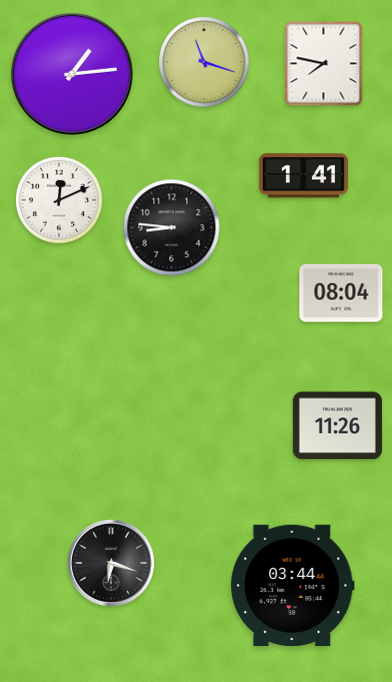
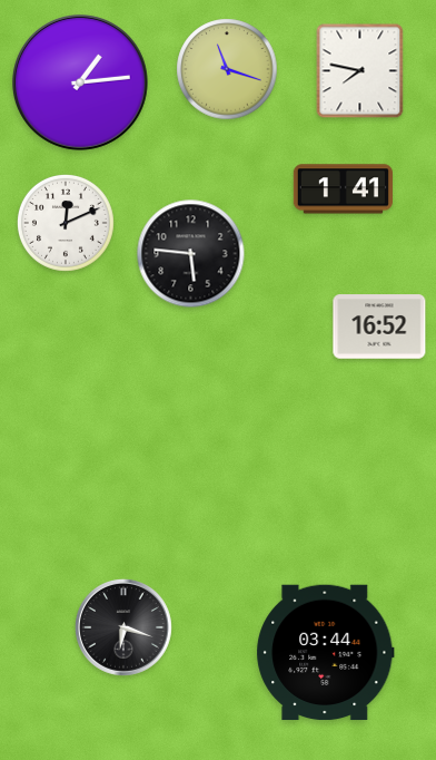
clock at (303, 176) position: (303, 176) -> (343, 189)
clock at (172, 228): 8:46 -> 5:46
clock at (341, 293): 08:04 -> 16:52
clock at (337, 426): 11:26 -> none
